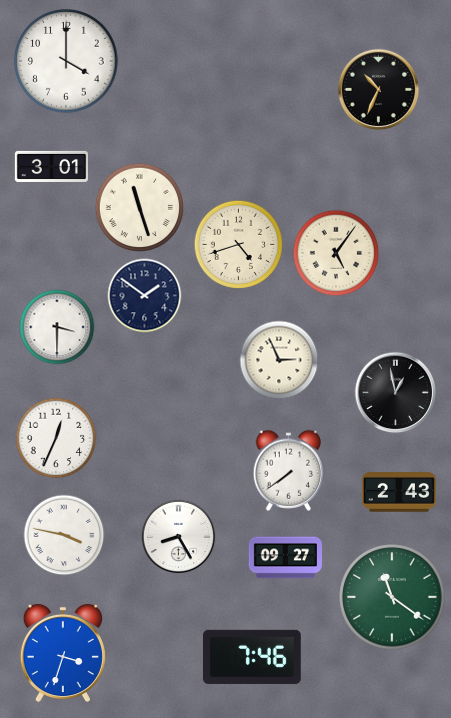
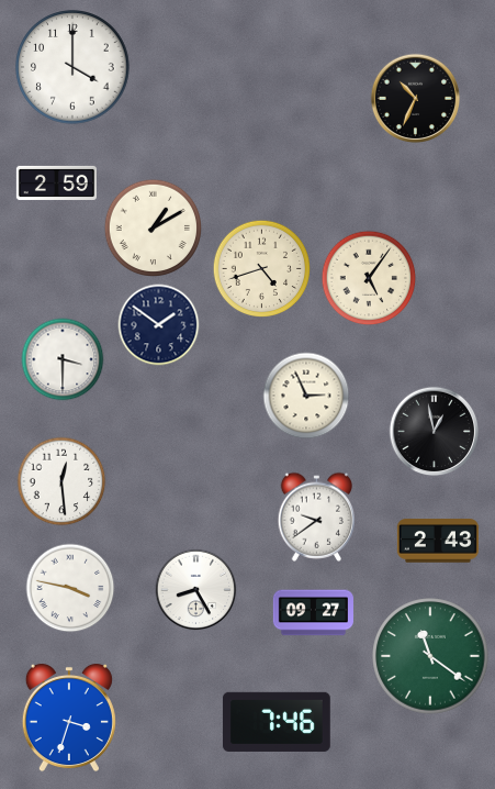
clock at (51, 166): 3:01 -> 2:59
clock at (140, 208): 11:27 -> 1:10
clock at (56, 438): 12:34 -> 12:29
clock at (288, 470): 7:39 -> 9:39
